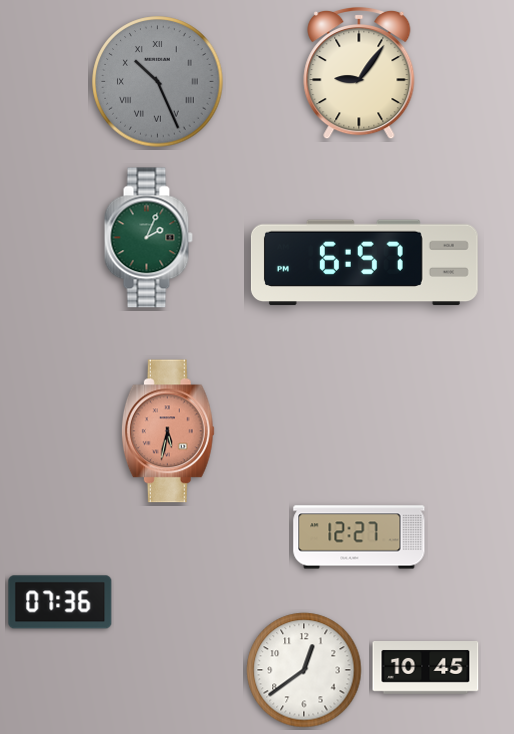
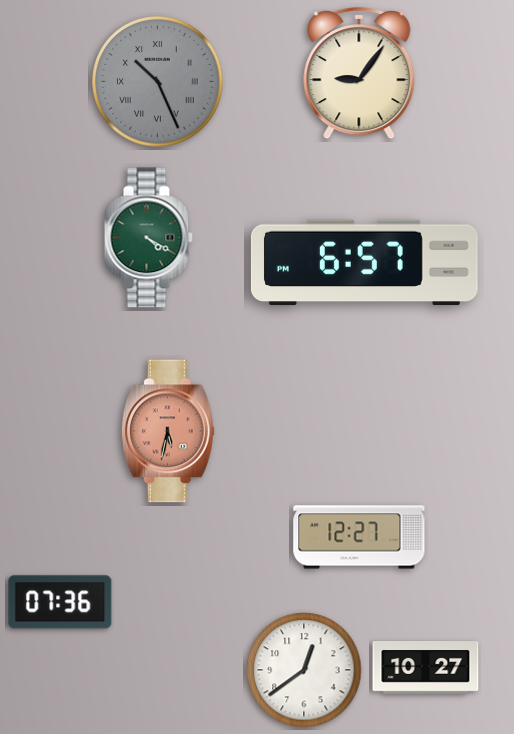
clock at (148, 238): 2:04 -> 4:20
clock at (426, 668): 10:45 -> 10:27
